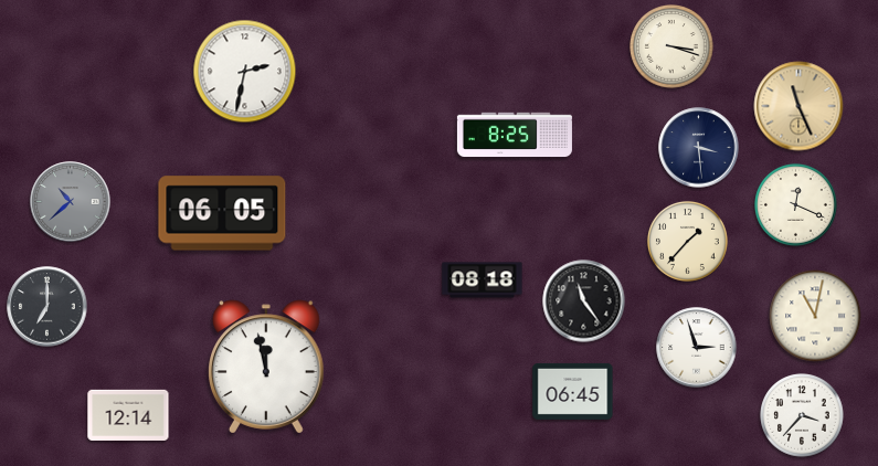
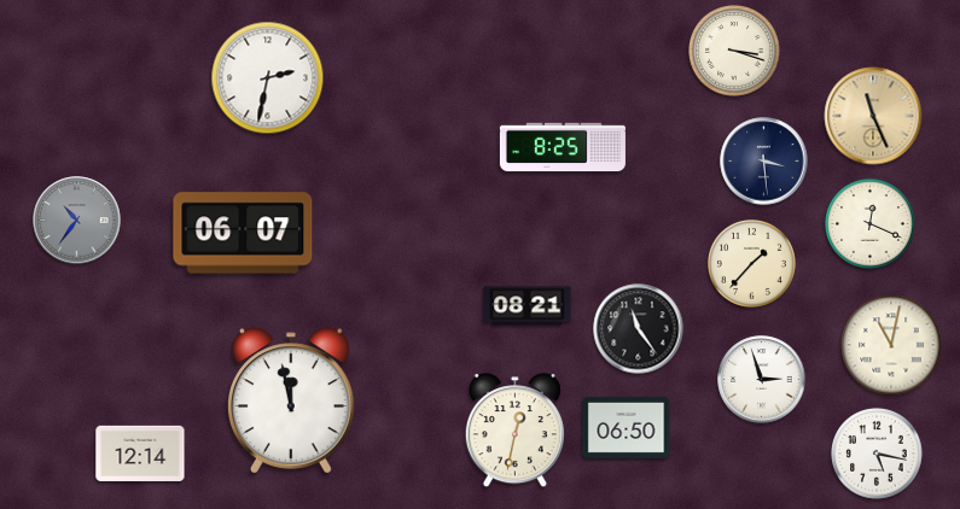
clock at (71, 202): 10:38 -> 10:36
clock at (222, 213): 06:05 -> 06:07
clock at (483, 280): 08:18 -> 08:21
clock at (47, 307): 7:00 -> none
clock at (573, 391): 06:45 -> 06:50
clock at (514, 431): none -> 12:32
clock at (802, 415): 3:37 -> 5:17
